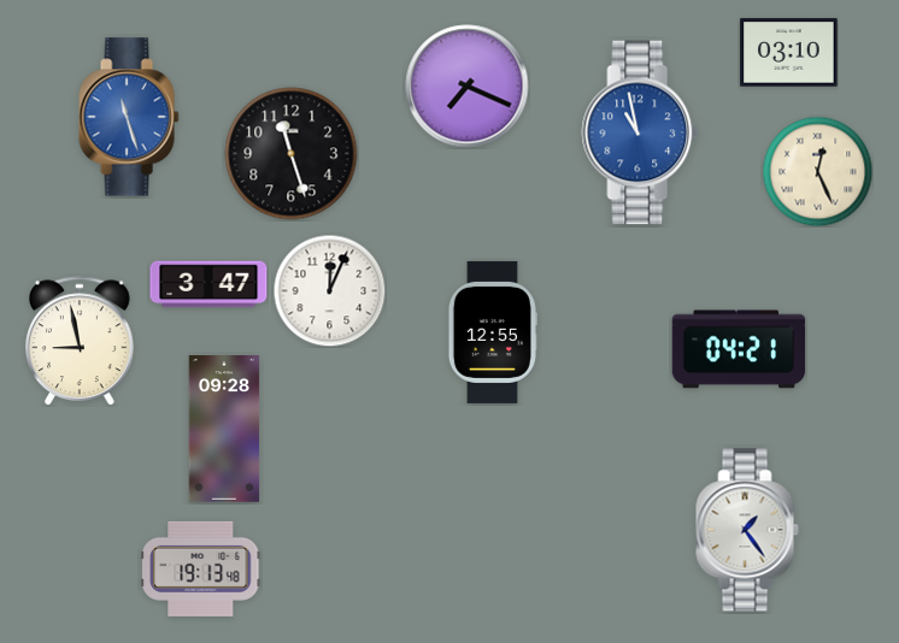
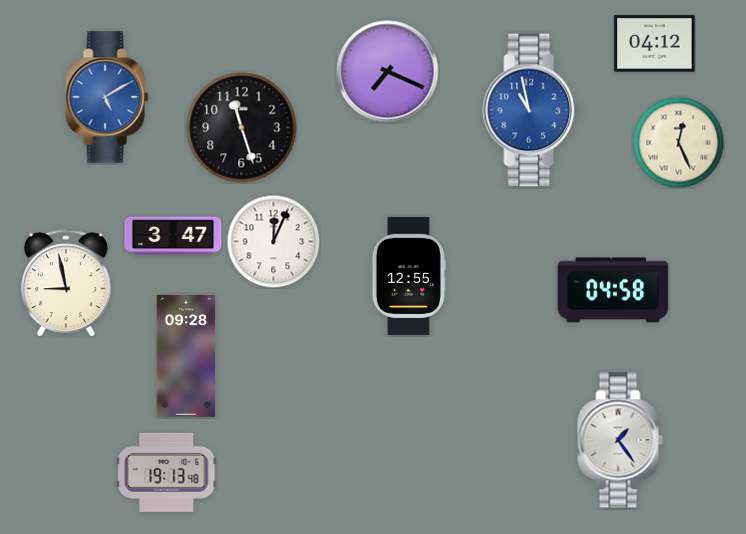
clock at (789, 53): 03:10 -> 04:12
clock at (129, 117): 11:27 -> 5:10
clock at (739, 349): 04:21 -> 04:58
